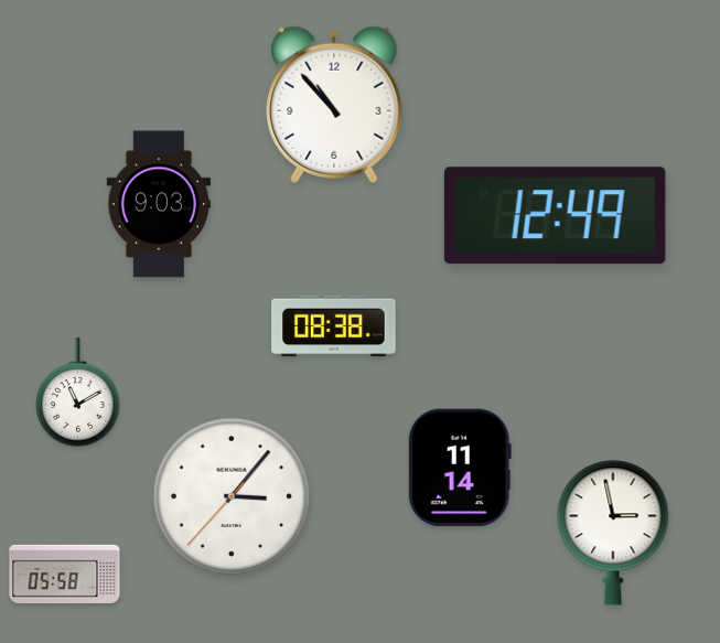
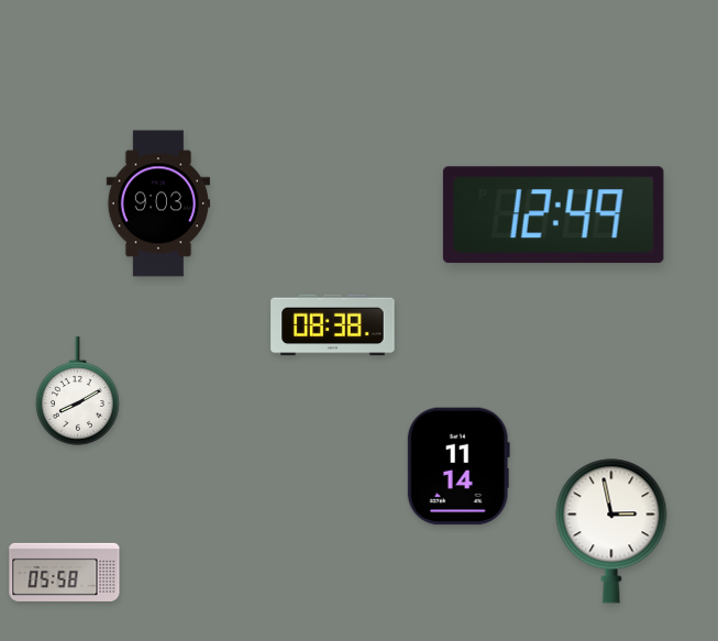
clock at (334, 105): 10:53 -> none
clock at (78, 393): 11:10 -> 8:10
clock at (232, 496): 3:06 -> none
